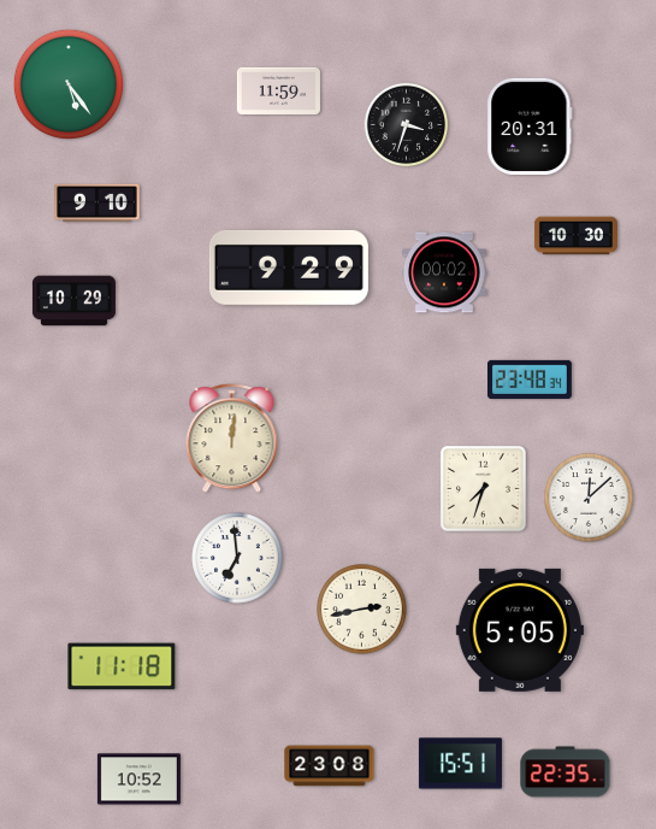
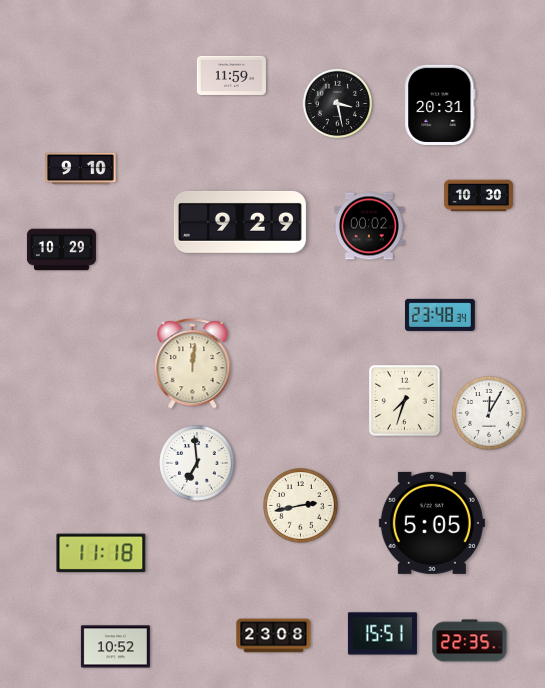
clock at (67, 83): 5:24 -> none
clock at (407, 125): 3:33 -> 3:28
clock at (483, 488) position: (483, 488) -> (404, 400)
clock at (589, 498): 12:08 -> 12:05
